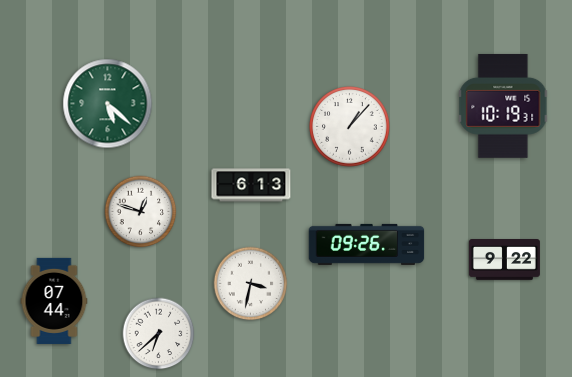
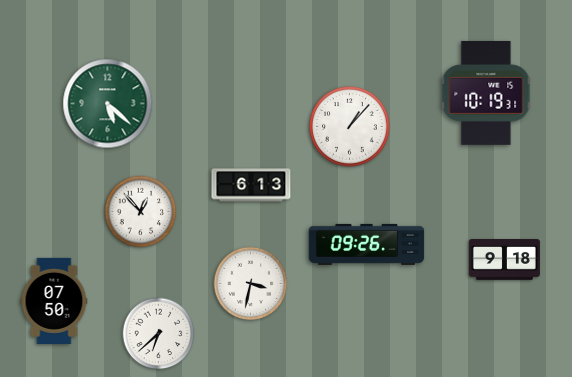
clock at (503, 106) position: (503, 106) -> (486, 93)
clock at (141, 212): 12:48 -> 12:53
clock at (504, 260): 9:22 -> 9:18
clock at (54, 301): 07:44 -> 07:50
